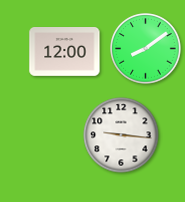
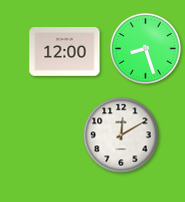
clock at (146, 49): 8:09 -> 8:27
clock at (121, 135): 9:16 -> 12:10
